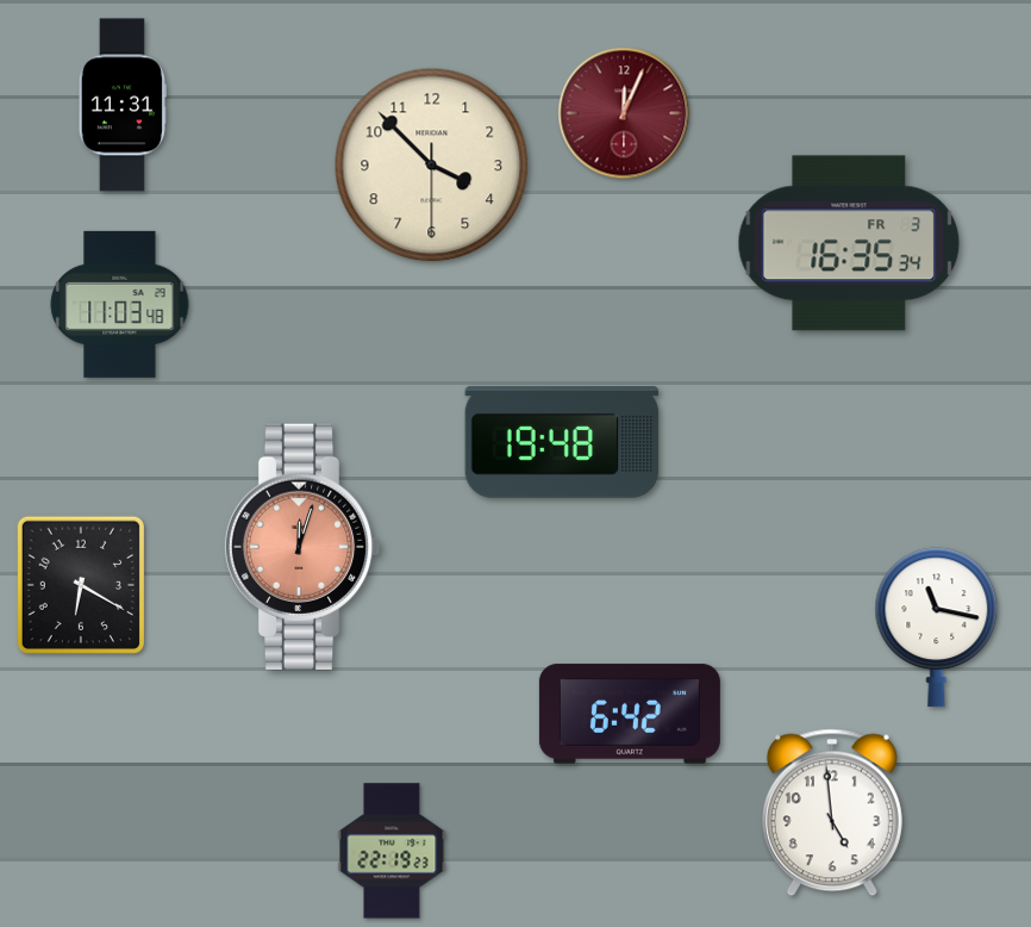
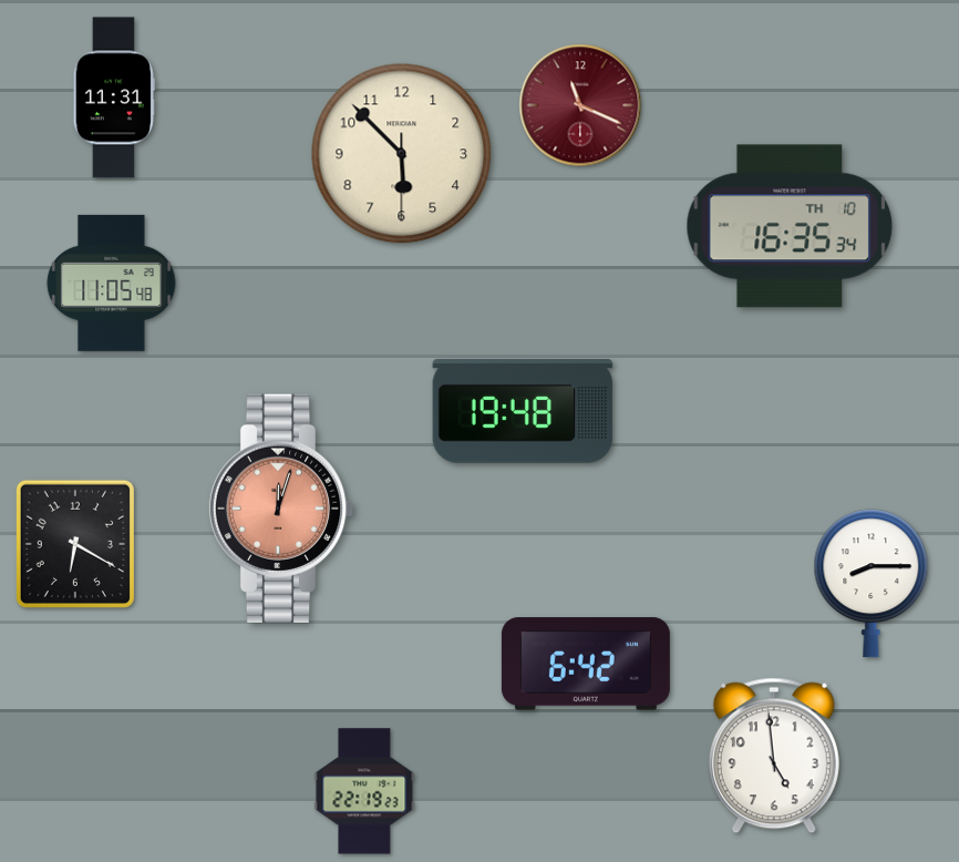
clock at (624, 113): 12:04 -> 11:19
clock at (432, 166): 3:52 -> 5:52
clock at (849, 243) date: FR 3 -> TH 10
clock at (120, 304): 11:03 -> 11:05
clock at (937, 628): 11:17 -> 8:15
